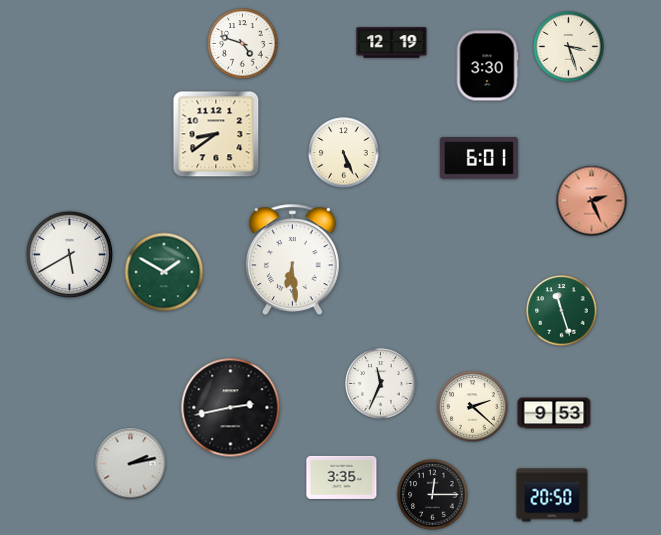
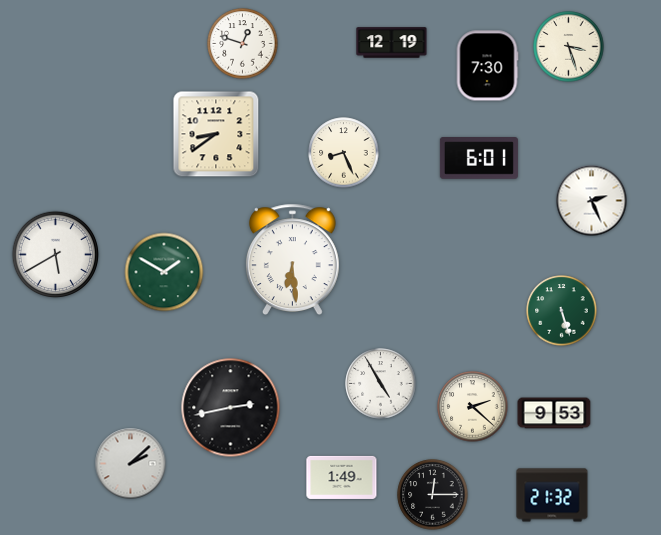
clock at (243, 44): 4:48 -> 12:48
clock at (487, 66): 3:30 -> 7:30
clock at (344, 153): 5:26 -> 8:26
clock at (592, 201) dial: salmon -> white
clock at (70, 255) position: (70, 255) -> (56, 255)
clock at (562, 311): 11:27 -> 5:27
clock at (381, 384): 11:34 -> 4:55
clock at (131, 464): 2:13 -> 2:08
clock at (342, 477): 3:35 -> 1:49
clock at (552, 495): 20:50 -> 21:32
